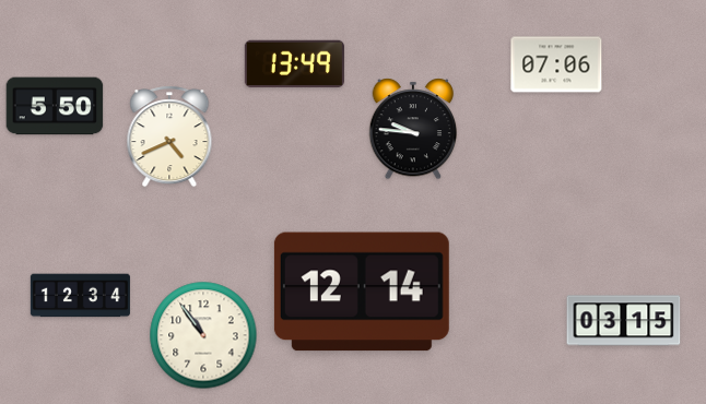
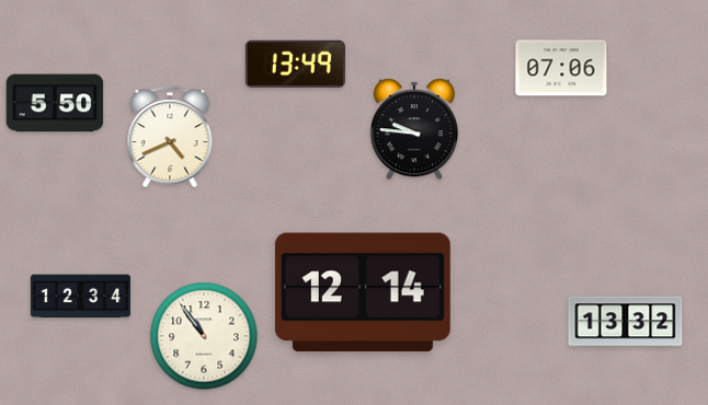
clock at (556, 64) position: (556, 64) -> (561, 68)
clock at (55, 106) position: (55, 106) -> (55, 103)
clock at (624, 321): 03:15 -> 13:32
